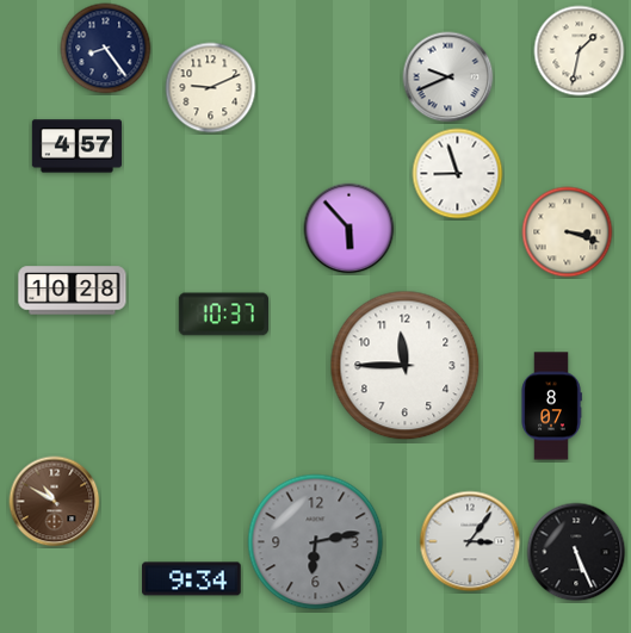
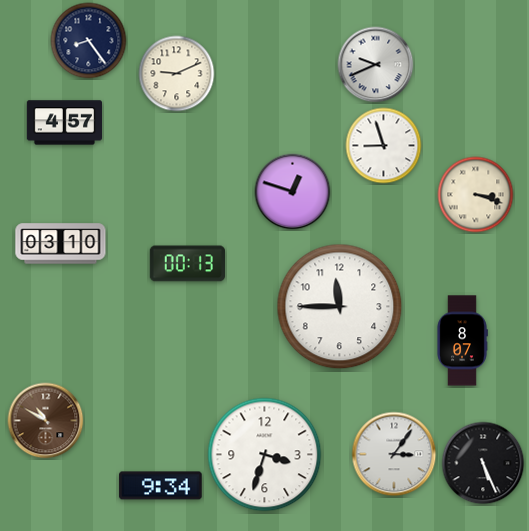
clock at (580, 51): 1:32 -> none
clock at (349, 229): 5:53 -> 12:48
clock at (73, 291): 10:28 -> 03:10
clock at (223, 315): 10:37 -> 00:13
clock at (316, 542): 6:13 -> 3:33
clock at (316, 542) dial: grey -> white
